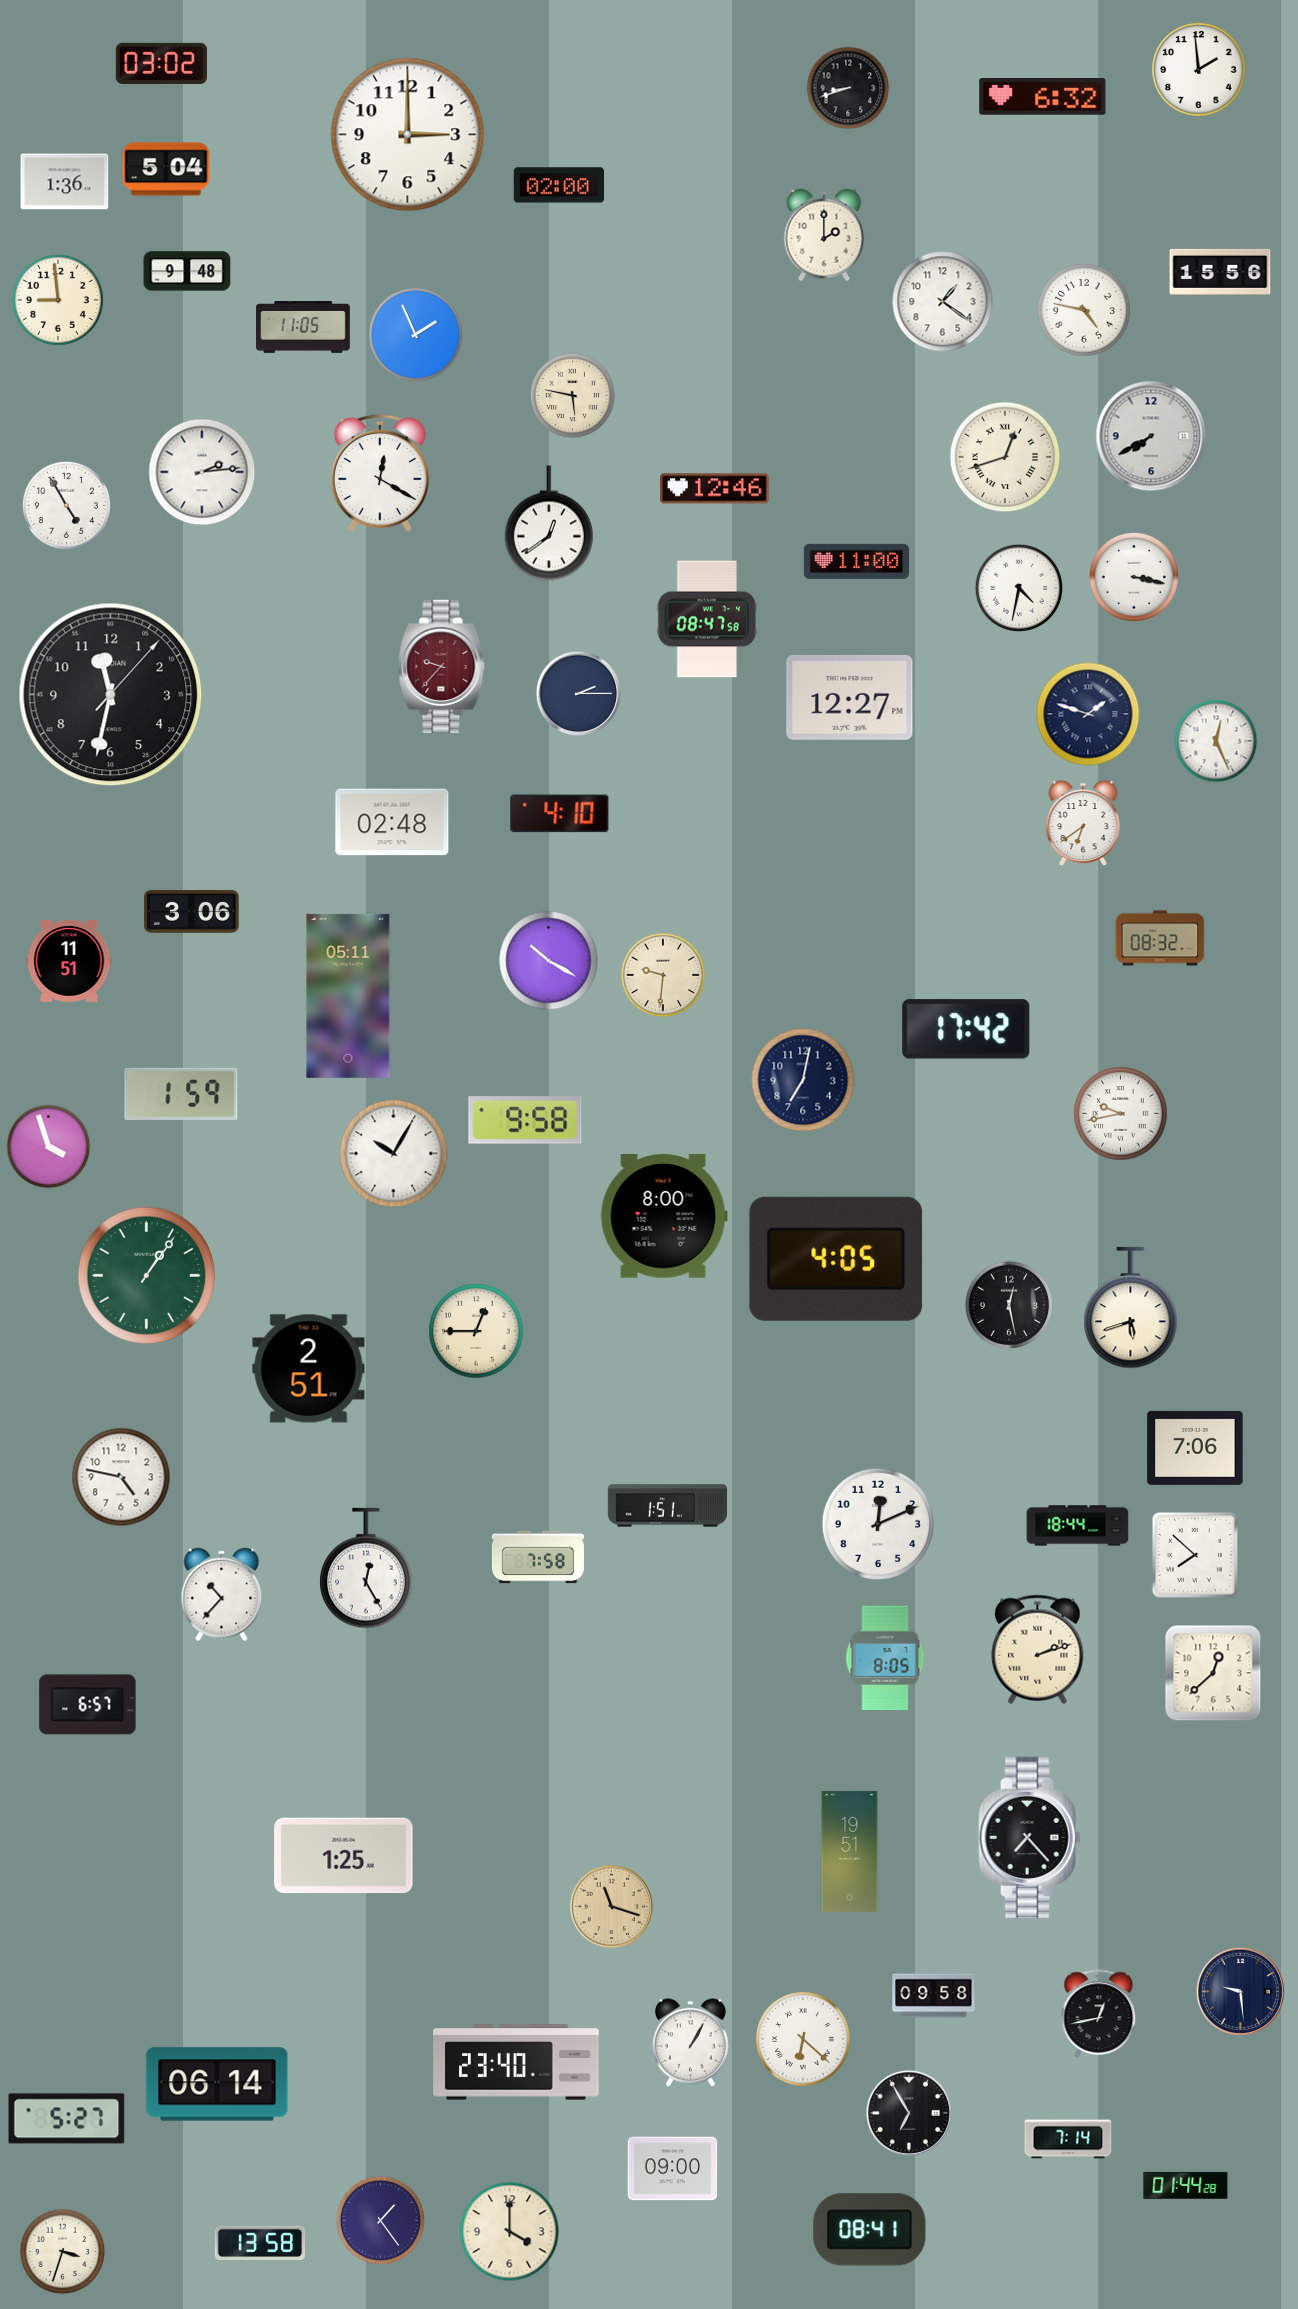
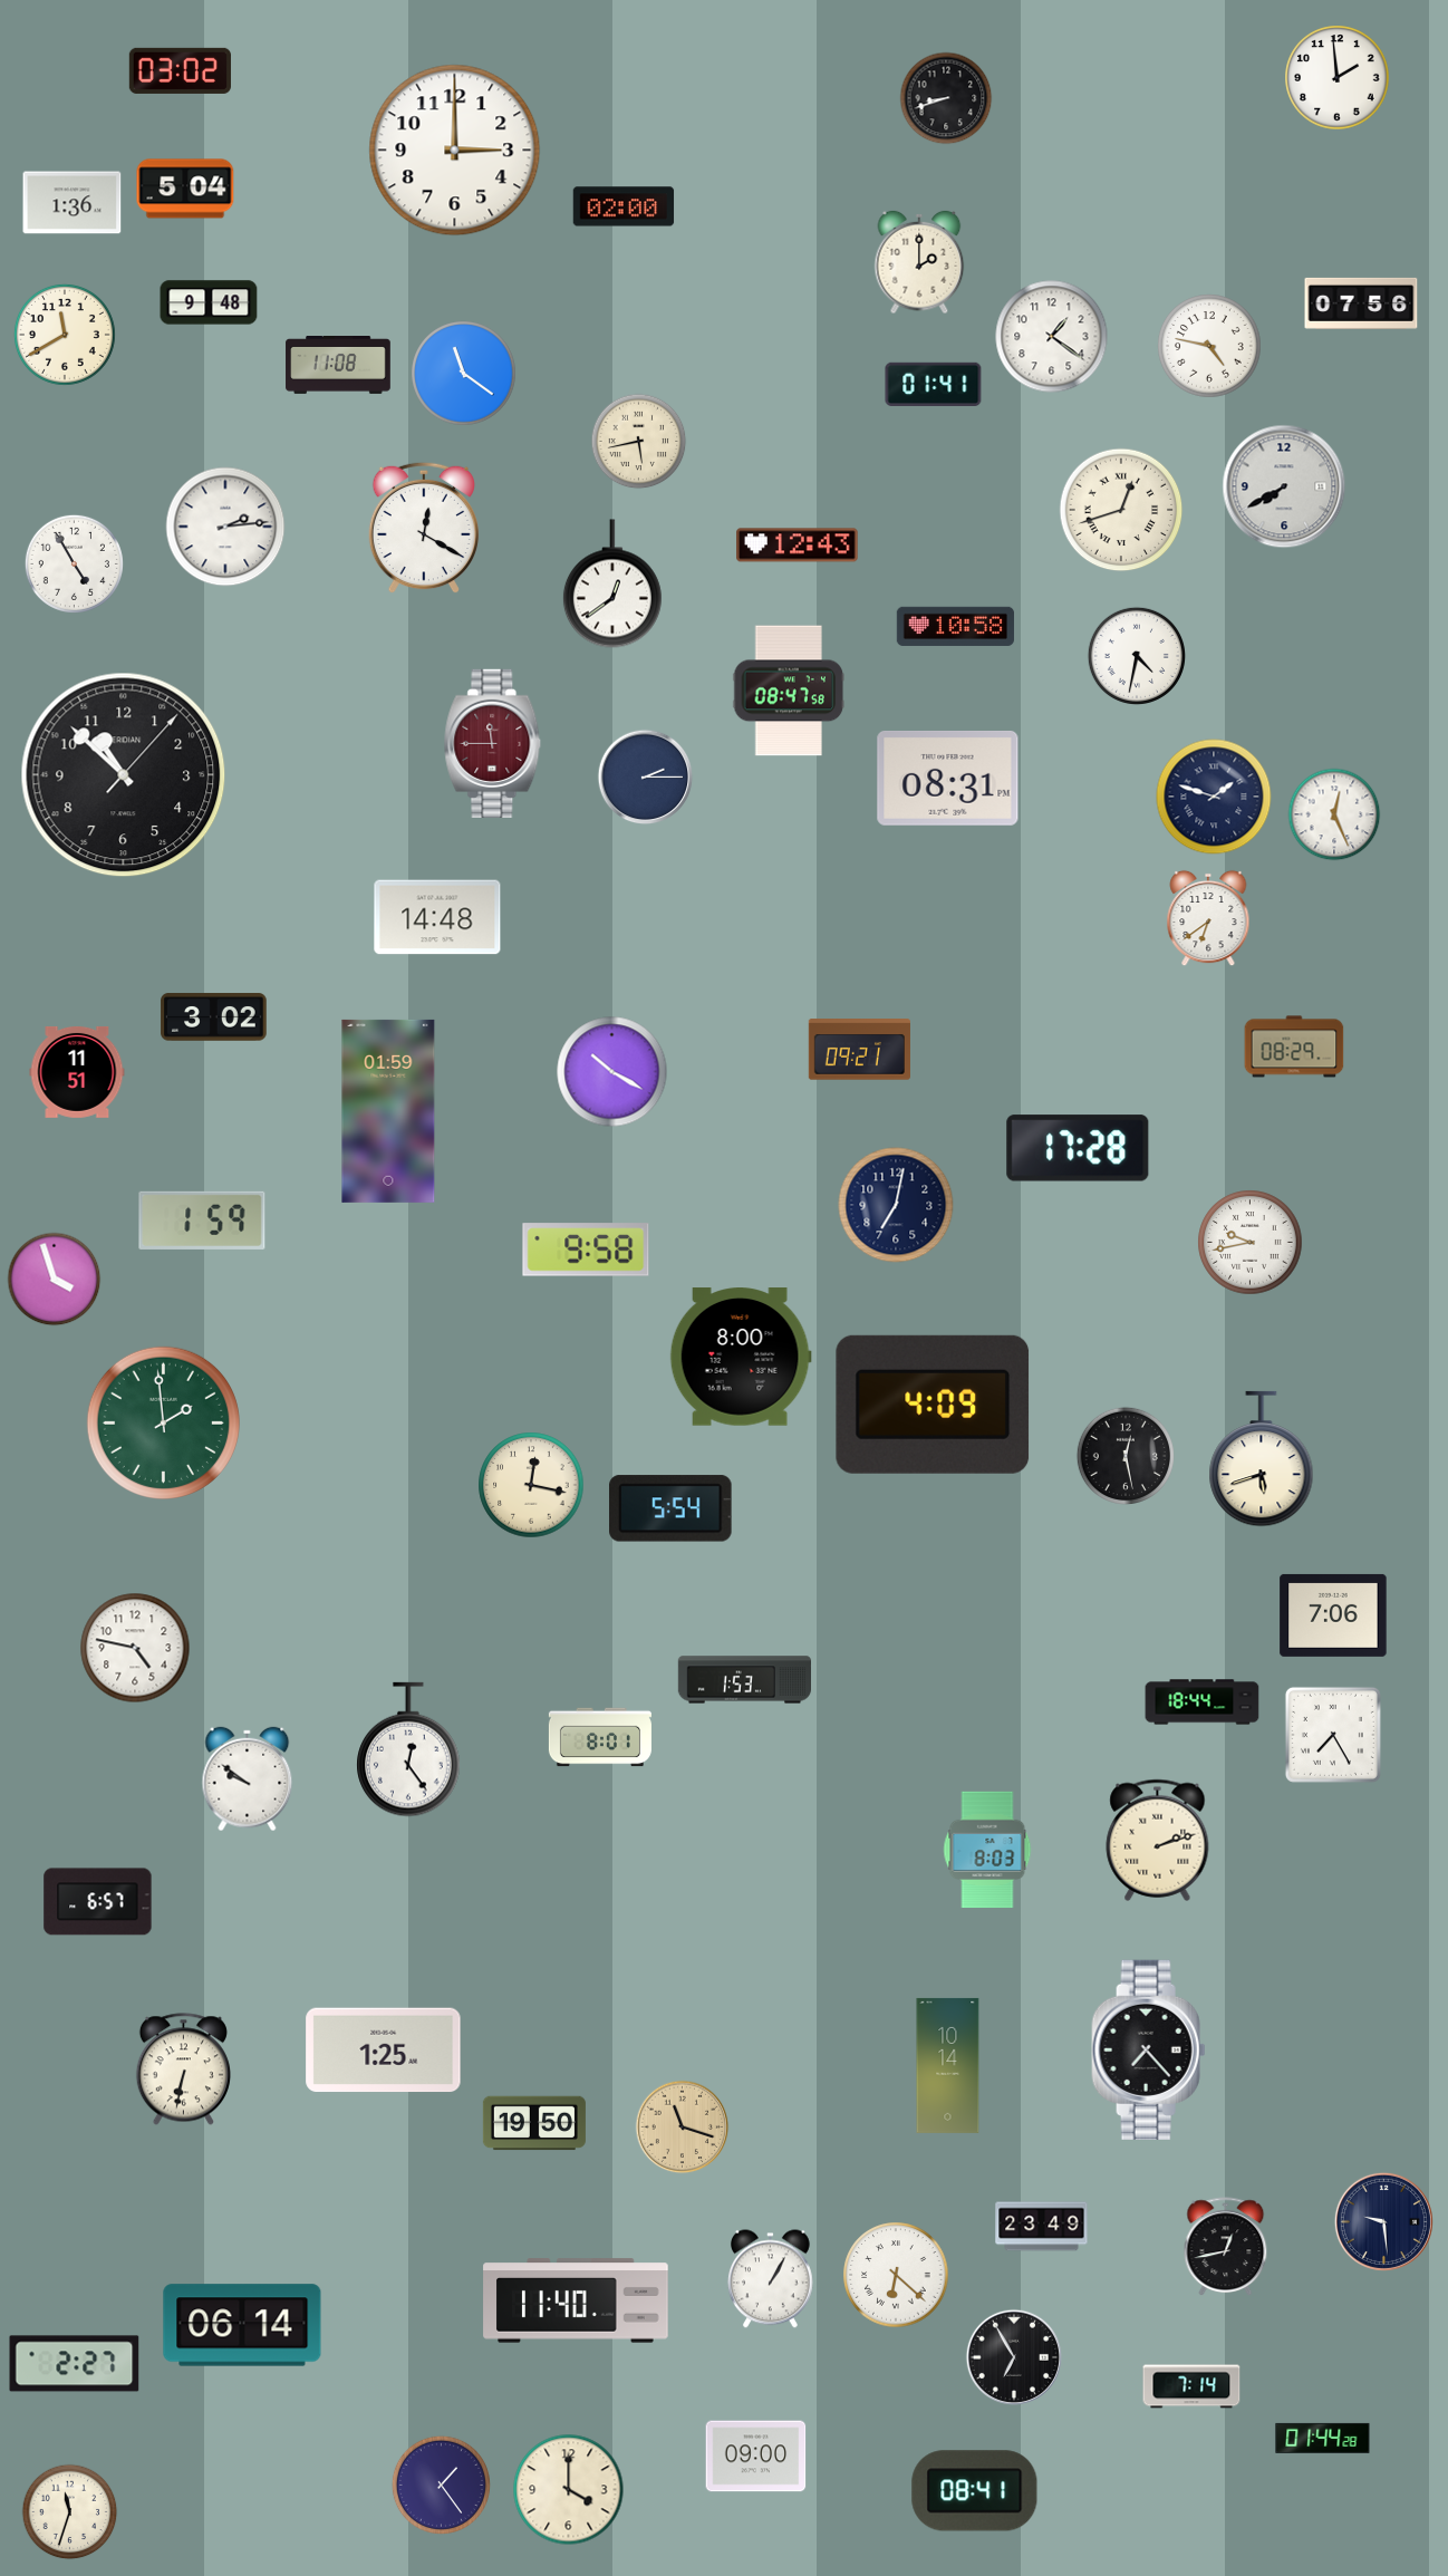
clock at (1043, 97): 6:32 -> none
clock at (1220, 272): 15:56 -> 07:56
clock at (58, 300): 8:59 -> 11:40
clock at (303, 328): 11:05 -> 11:08
clock at (416, 335): 1:56 -> 11:21
clock at (934, 384): none -> 01:41
clock at (573, 396): 5:47 -> 5:43
clock at (715, 489): 12:46 -> 12:43
clock at (856, 561): 11:00 -> 10:58
clock at (1134, 577): 3:17 -> none
clock at (442, 666): 9:37 -> 11:45
clock at (579, 694) position: (579, 694) -> (646, 778)
clock at (111, 695): 11:32 -> 10:52
clock at (850, 697): 12:27 -> 08:31
clock at (1216, 741) position: (1216, 741) -> (1334, 814)
clock at (560, 814): 4:10 -> none
clock at (392, 822): 02:48 -> 14:48
clock at (192, 912): 3:06 -> 3:02
clock at (1160, 938): 08:32 -> 08:29
clock at (859, 1050): none -> 09:21
clock at (663, 975): 9:31 -> none
clock at (348, 996): 05:11 -> 01:59
clock at (966, 1029): 17:42 -> 17:28
clock at (394, 1154): 10:05 -> none
clock at (836, 1259): 4:05 -> 4:09
clock at (146, 1275): 1:06 -> 1:59
clock at (476, 1331): 12:45 -> 12:17
clock at (670, 1508): none -> 5:54
clock at (309, 1369): 2:51 -> none
clock at (667, 1506): 1:51 -> 1:53
clock at (877, 1523): 12:11 -> none
clock at (1195, 1555): 7:52 -> 7:25
clock at (538, 1557): 7:58 -> 8:01
clock at (366, 1568): 12:25 -> 12:24
clock at (222, 1595): 10:37 -> 9:51
clock at (885, 1658): 8:05 -> 8:03
clock at (1213, 1673): 12:38 -> none
clock at (850, 1851): 19:51 -> 10:14
clock at (183, 2070): none -> 6:32
clock at (344, 1856) position: (344, 1856) -> (384, 2051)
clock at (534, 2123): none -> 19:50
clock at (934, 1996): 09:58 -> 23:49
clock at (516, 2062): 23:40 -> 11:40
clock at (67, 2119): 5:27 -> 2:27
clock at (673, 2169) position: (673, 2169) -> (756, 2457)
clock at (380, 2220) position: (380, 2220) -> (441, 2485)
clock at (870, 2230) position: (870, 2230) -> (975, 2491)
clock at (260, 2243): 13:58 -> none
clock at (63, 2252): 3:33 -> 11:33
